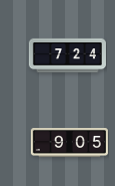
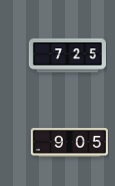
clock at (67, 56): 7:24 -> 7:25
